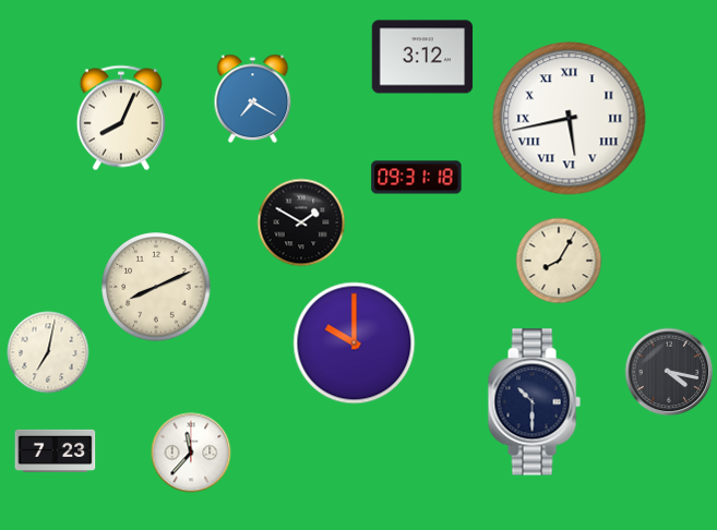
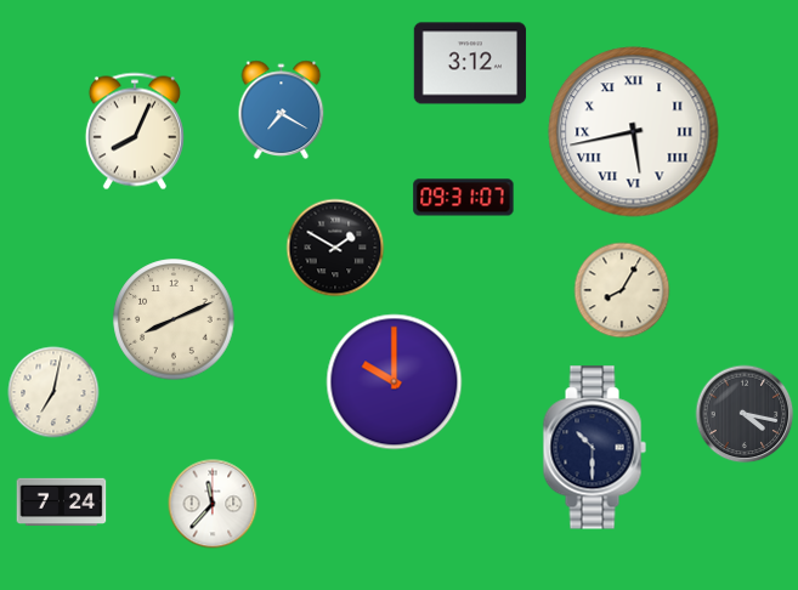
clock at (417, 178): 09:31:18 -> 09:31:07
clock at (56, 450): 7:23 -> 7:24
